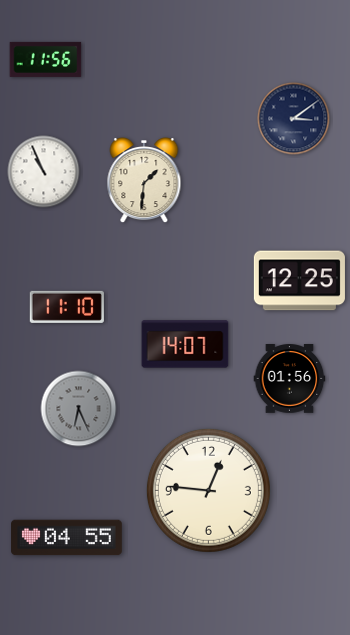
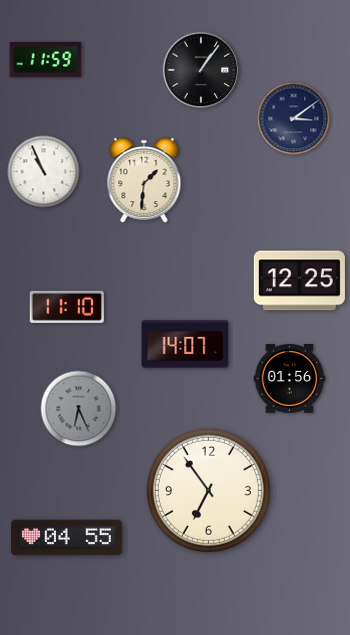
clock at (46, 59): 11:56 -> 11:59
clock at (201, 70): none -> 1:06
clock at (208, 490): 12:46 -> 6:54
